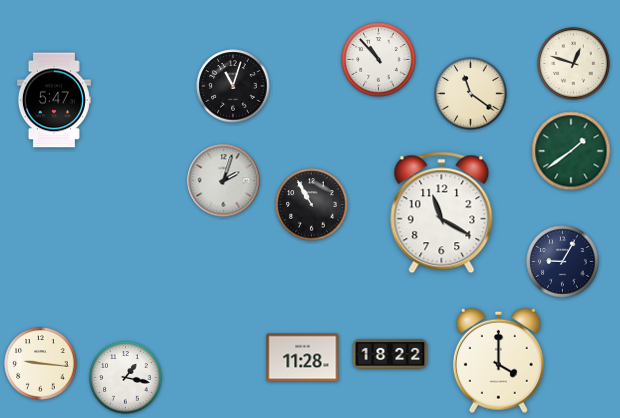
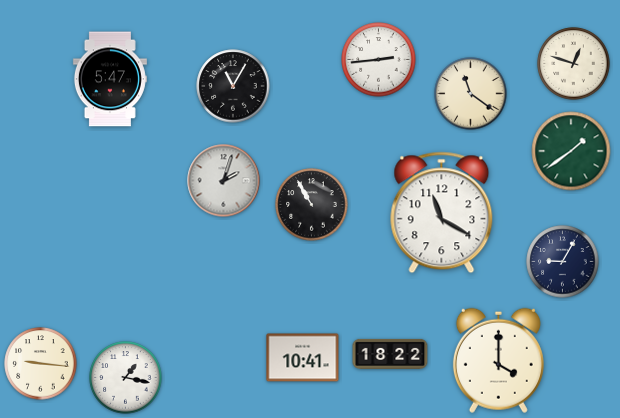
clock at (379, 60): 10:53 -> 2:44
clock at (233, 86): 11:03 -> 11:05
clock at (54, 100) position: (54, 100) -> (110, 79)
clock at (303, 358): 11:28 -> 10:41
